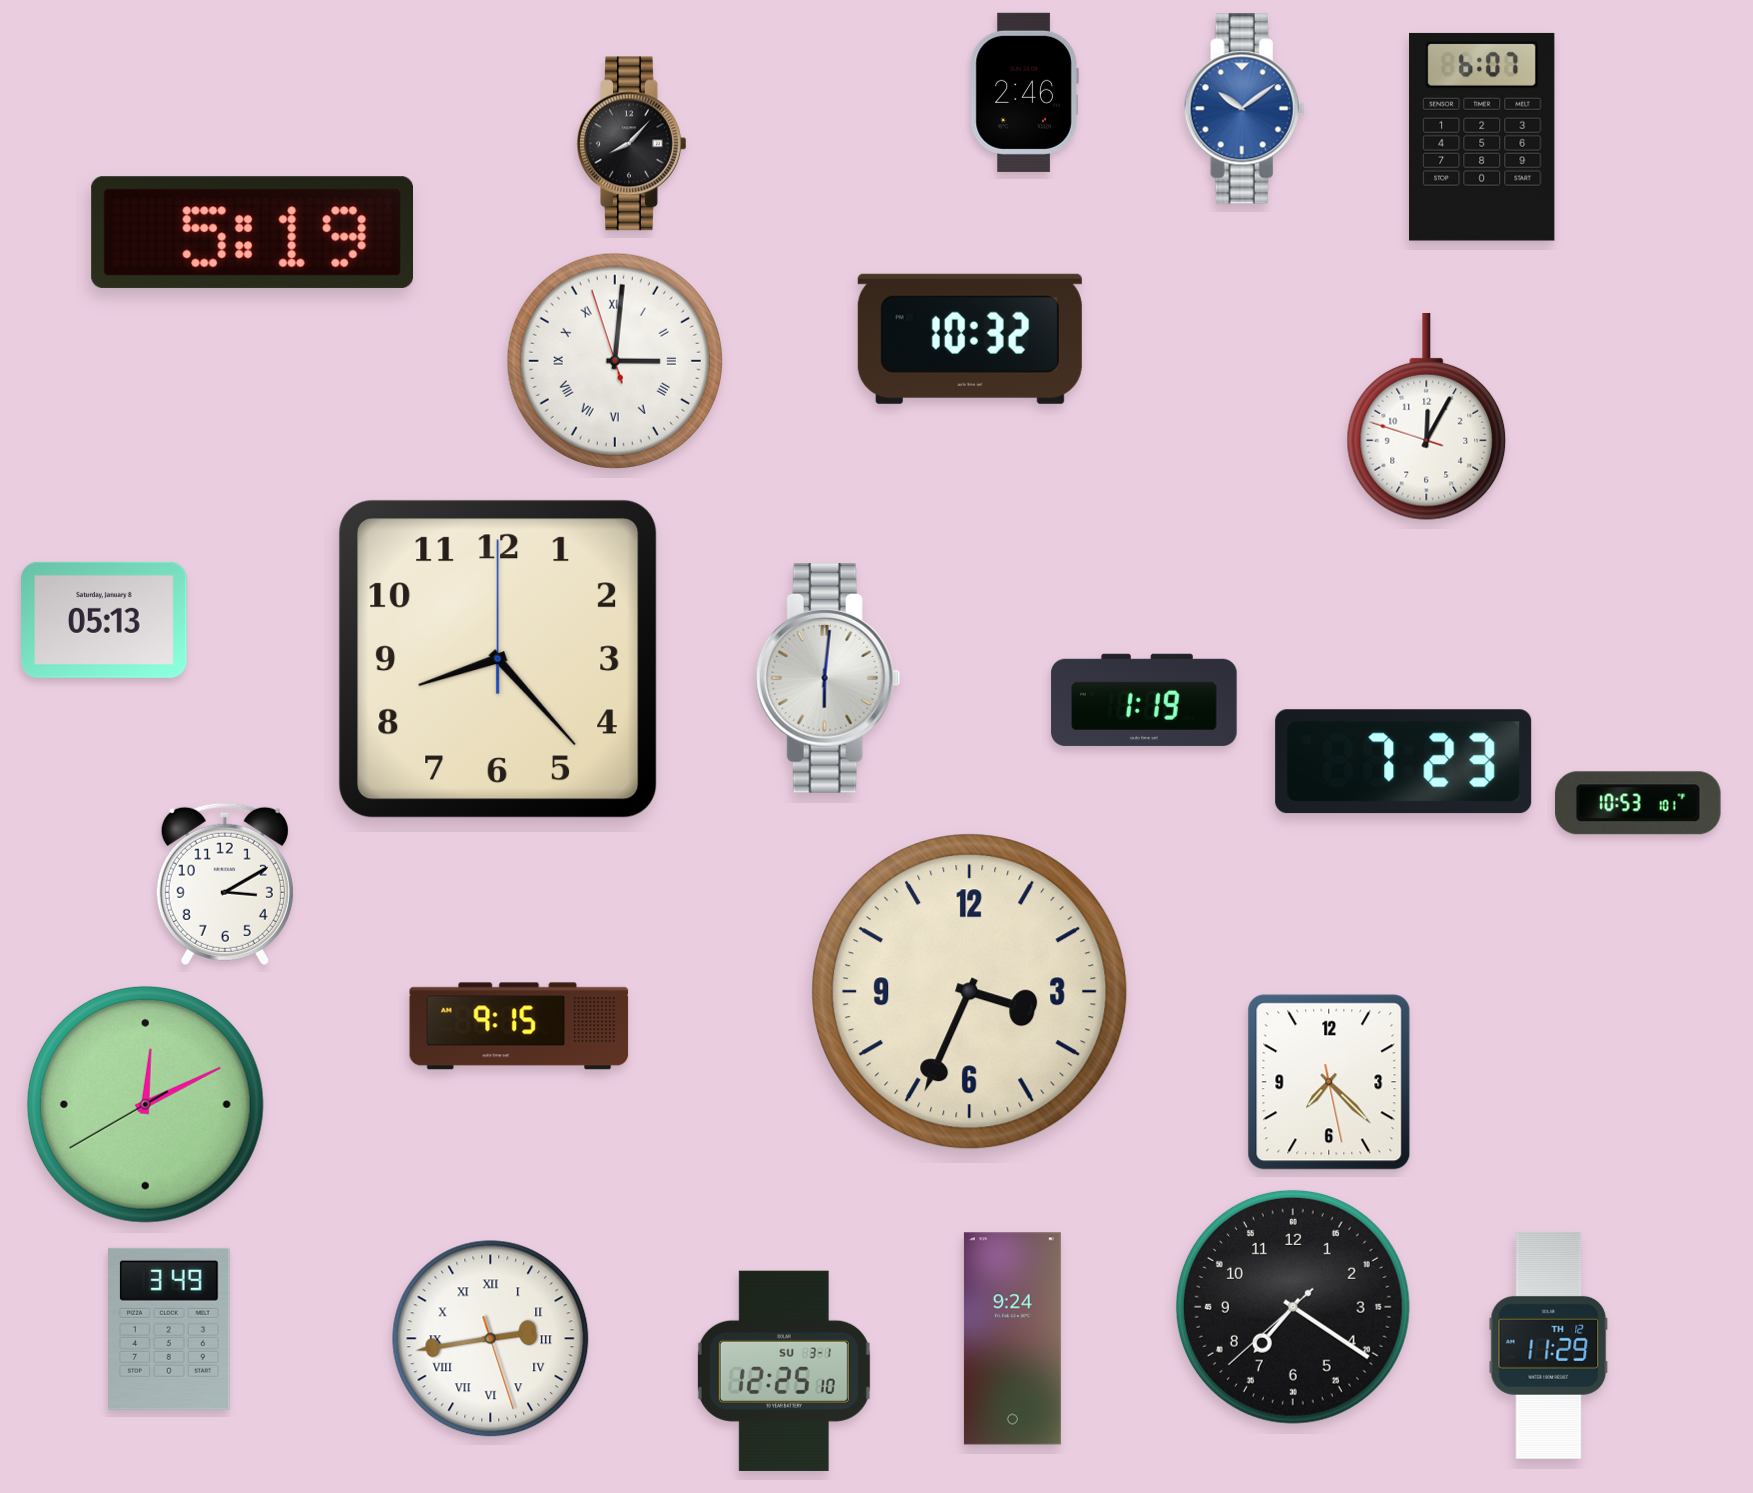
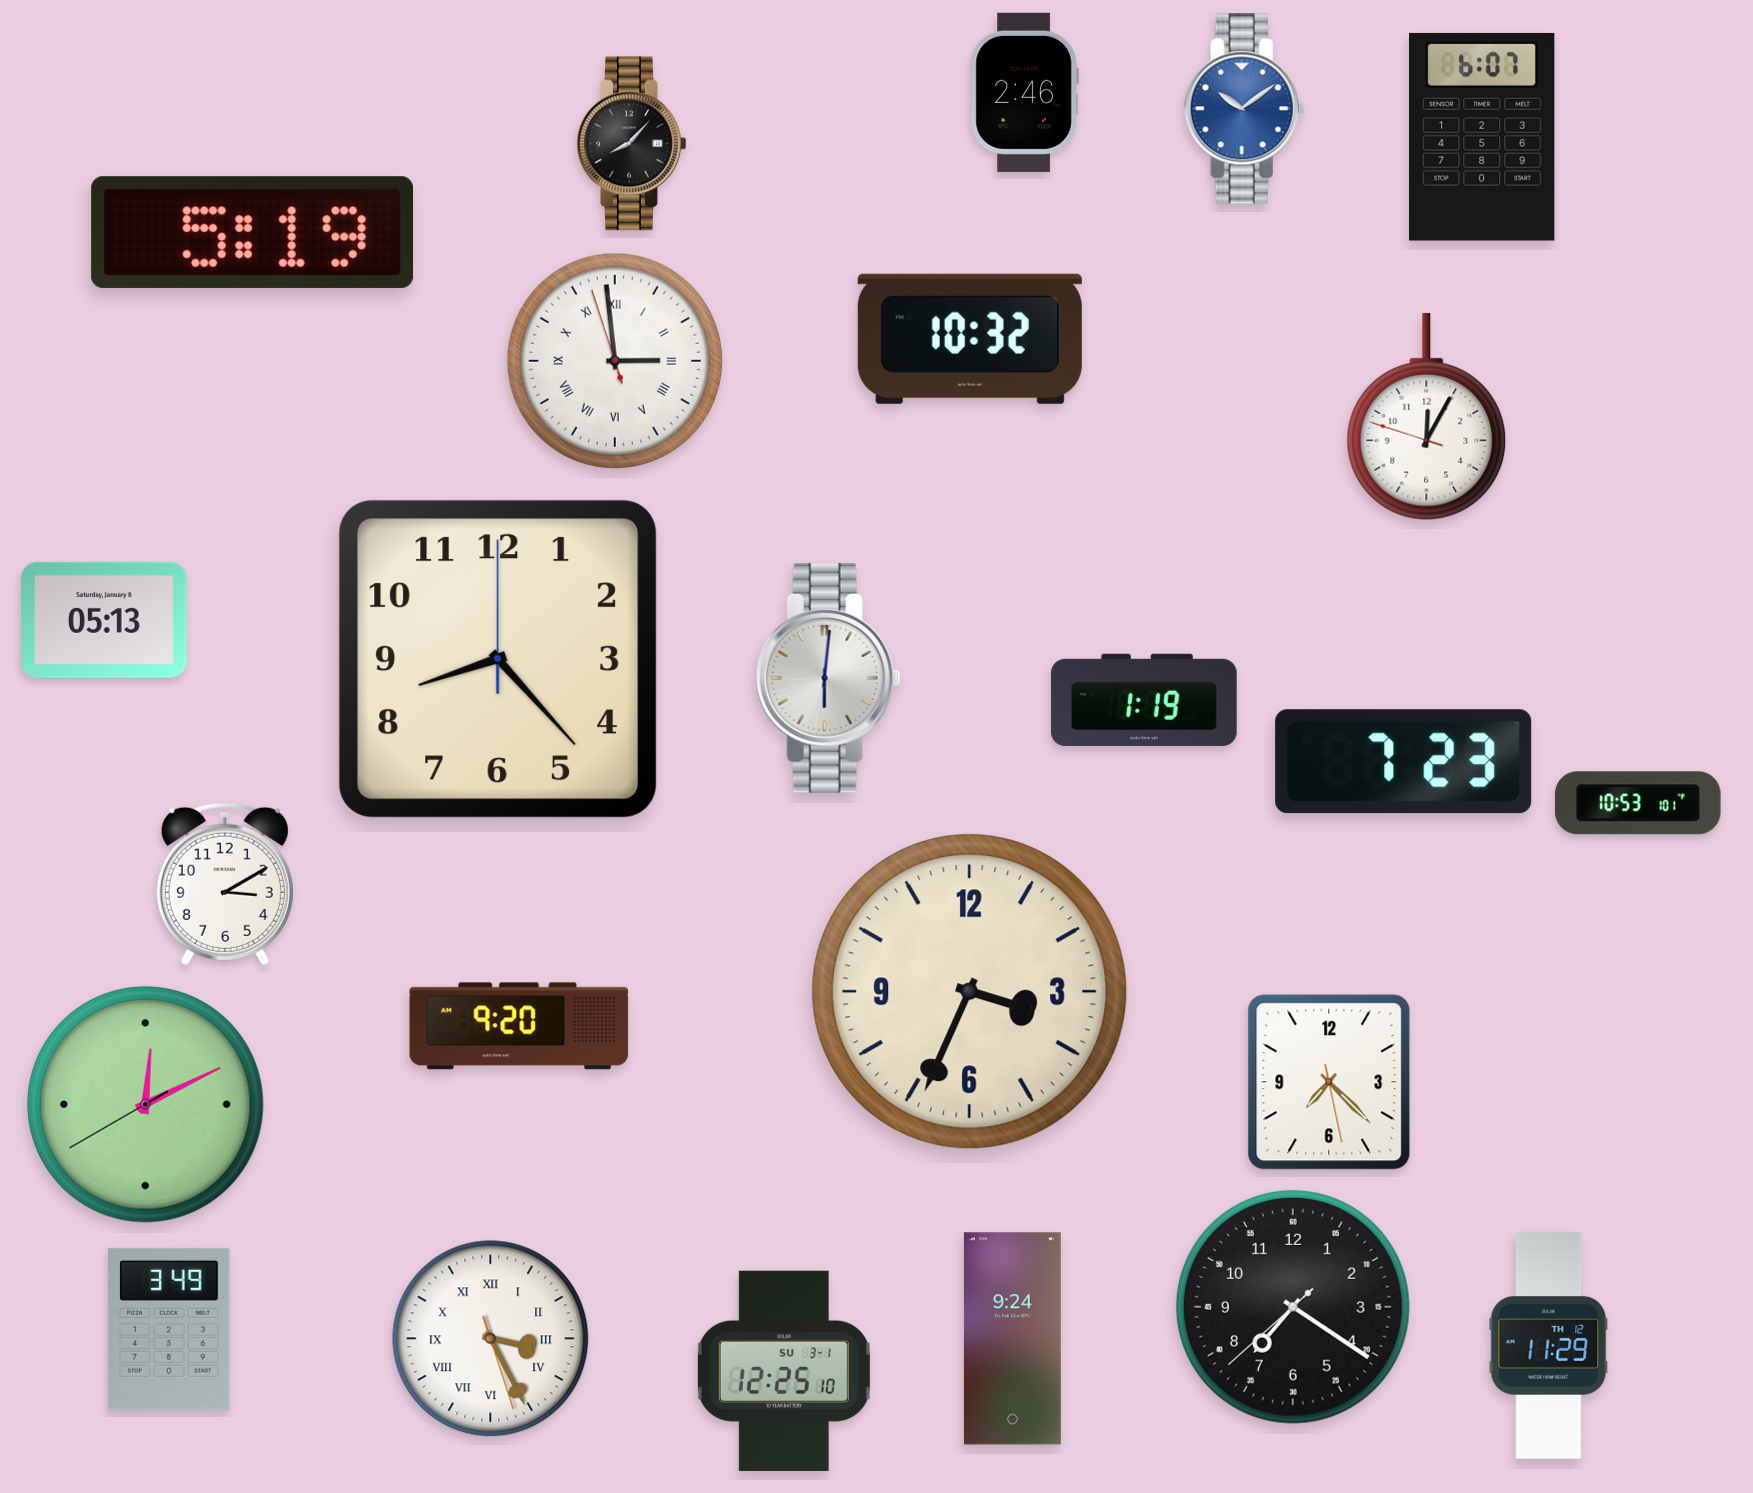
clock at (615, 361): 3:00 -> 2:58
clock at (519, 1026): 9:15 -> 9:20
clock at (491, 1339): 2:43 -> 3:25
